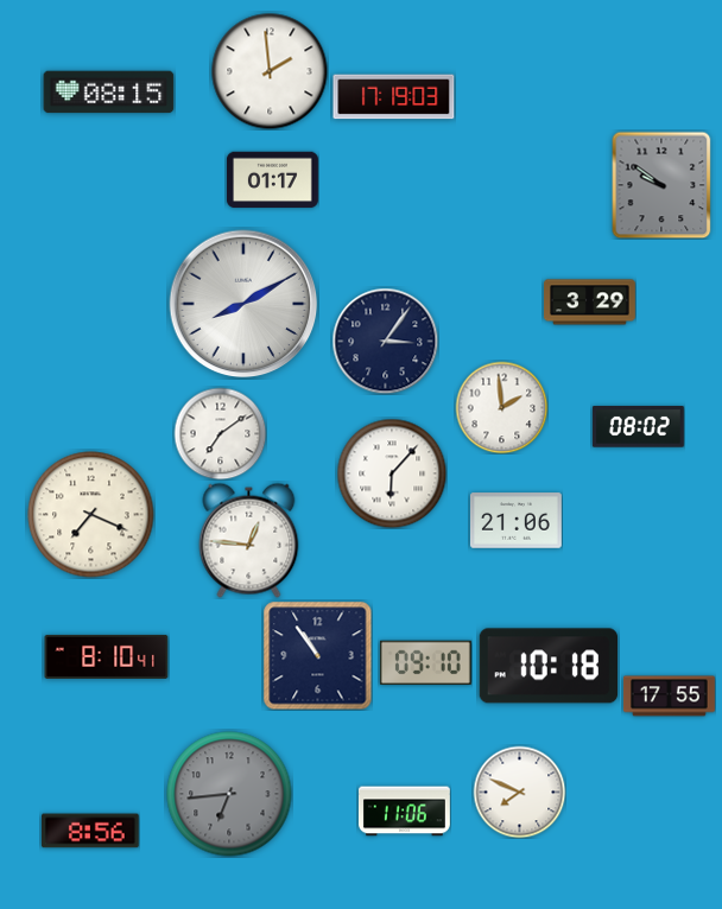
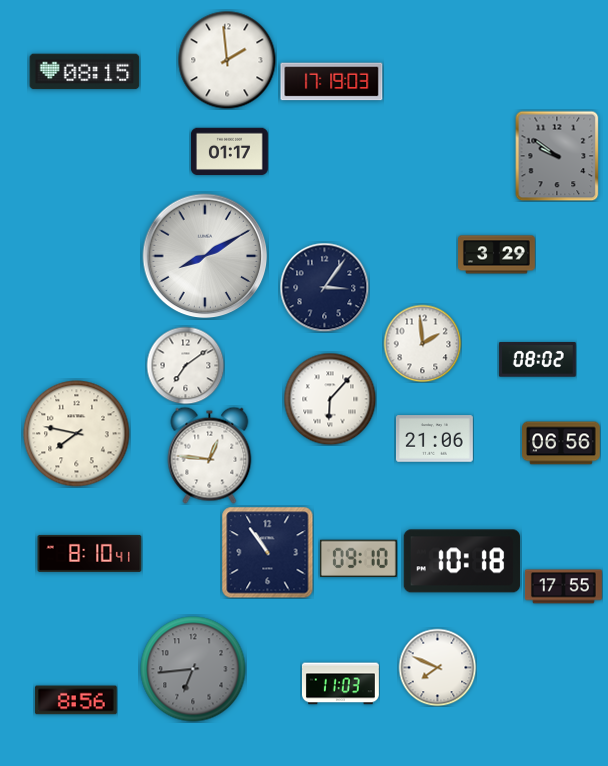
clock at (109, 93) position: (109, 93) -> (85, 72)
clock at (91, 515): 7:19 -> 7:47
clock at (562, 443): none -> 06:56
clock at (404, 812): 11:06 -> 11:03
